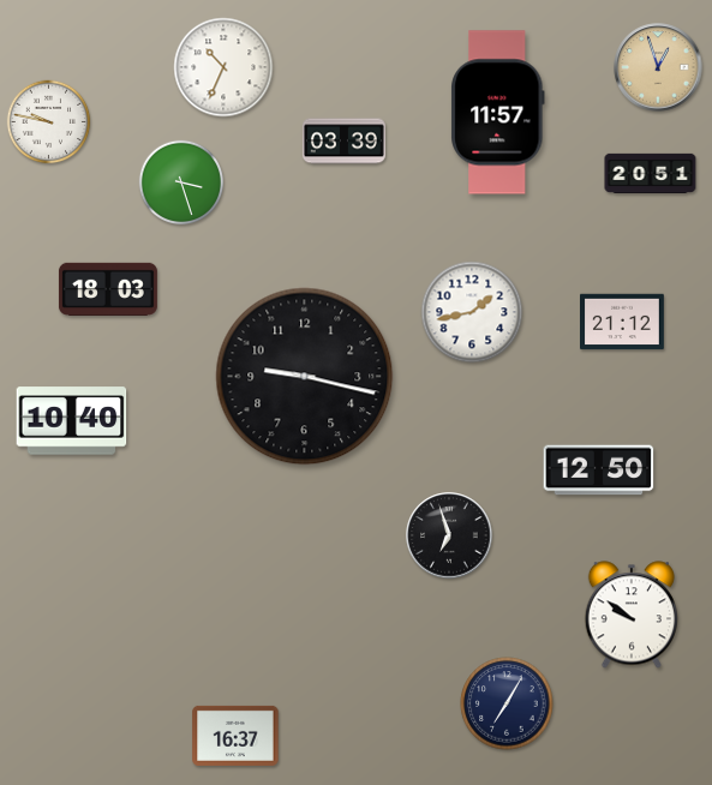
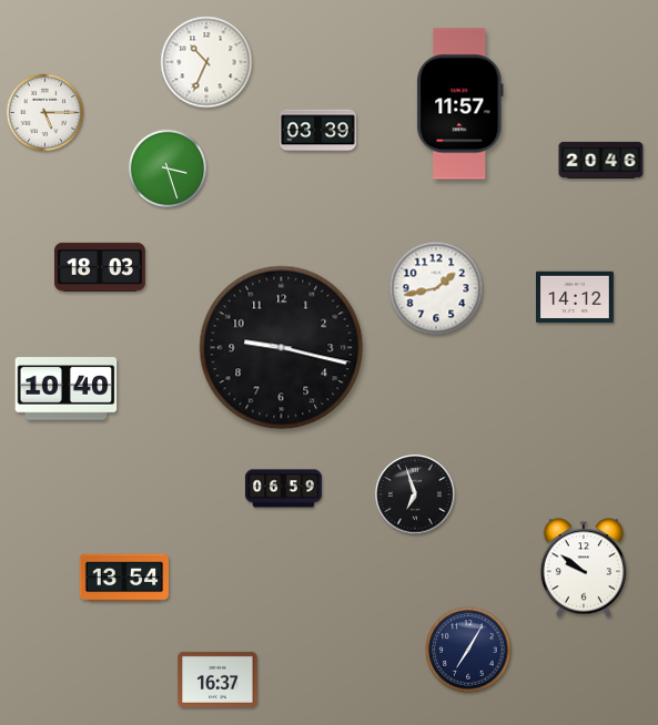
clock at (658, 67): 12:57 -> none
clock at (49, 122): 9:47 -> 5:15
clock at (651, 173): 20:51 -> 20:46
clock at (623, 322): 21:12 -> 14:12
clock at (599, 471): 12:50 -> none
clock at (283, 489): none -> 06:59
clock at (123, 578): none -> 13:54
